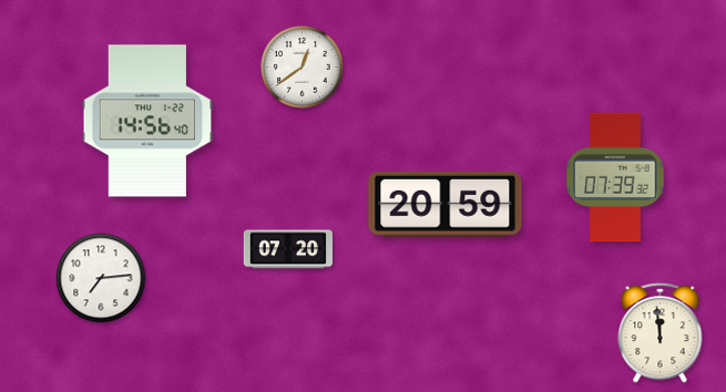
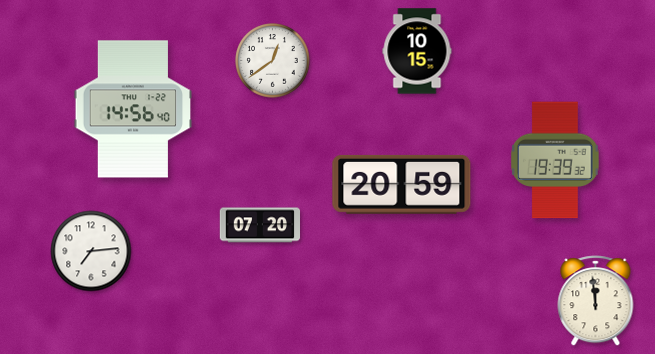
clock at (417, 51): none -> 10:15
clock at (616, 177): 07:39 -> 19:39
